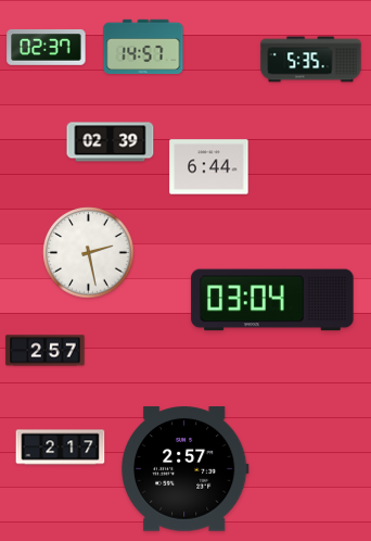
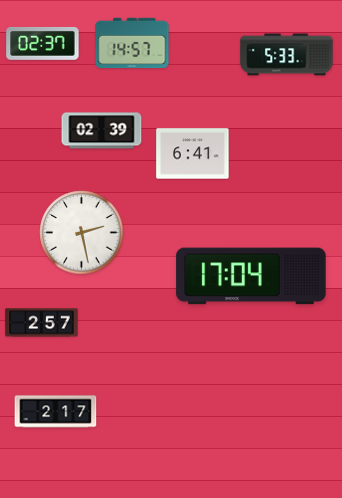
clock at (311, 60): 5:35 -> 5:33
clock at (209, 167): 6:44 -> 6:41
clock at (272, 300): 03:04 -> 17:04
clock at (184, 469): 2:57 -> none
